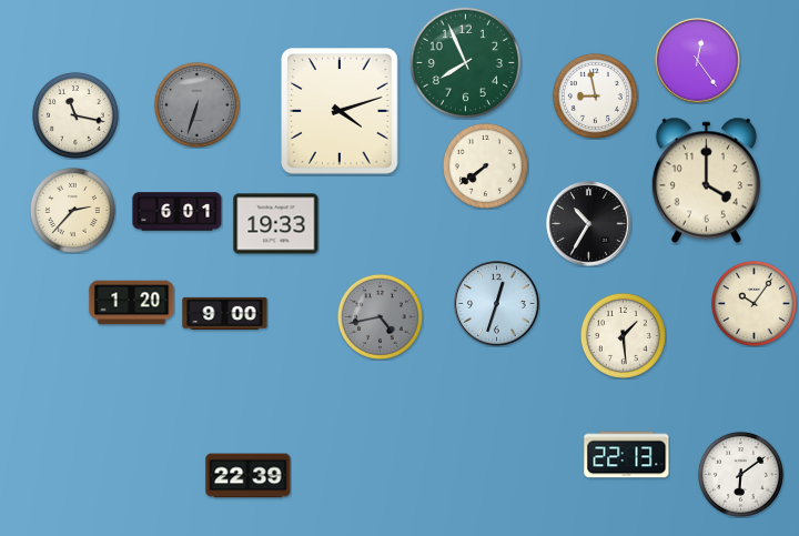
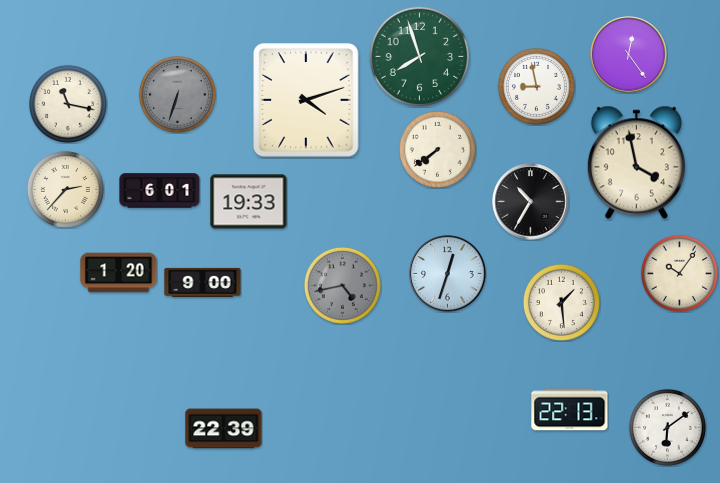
clock at (465, 62): 7:56 -> 7:57
clock at (706, 181): 4:00 -> 3:58
clock at (627, 455) position: (627, 455) -> (570, 410)
